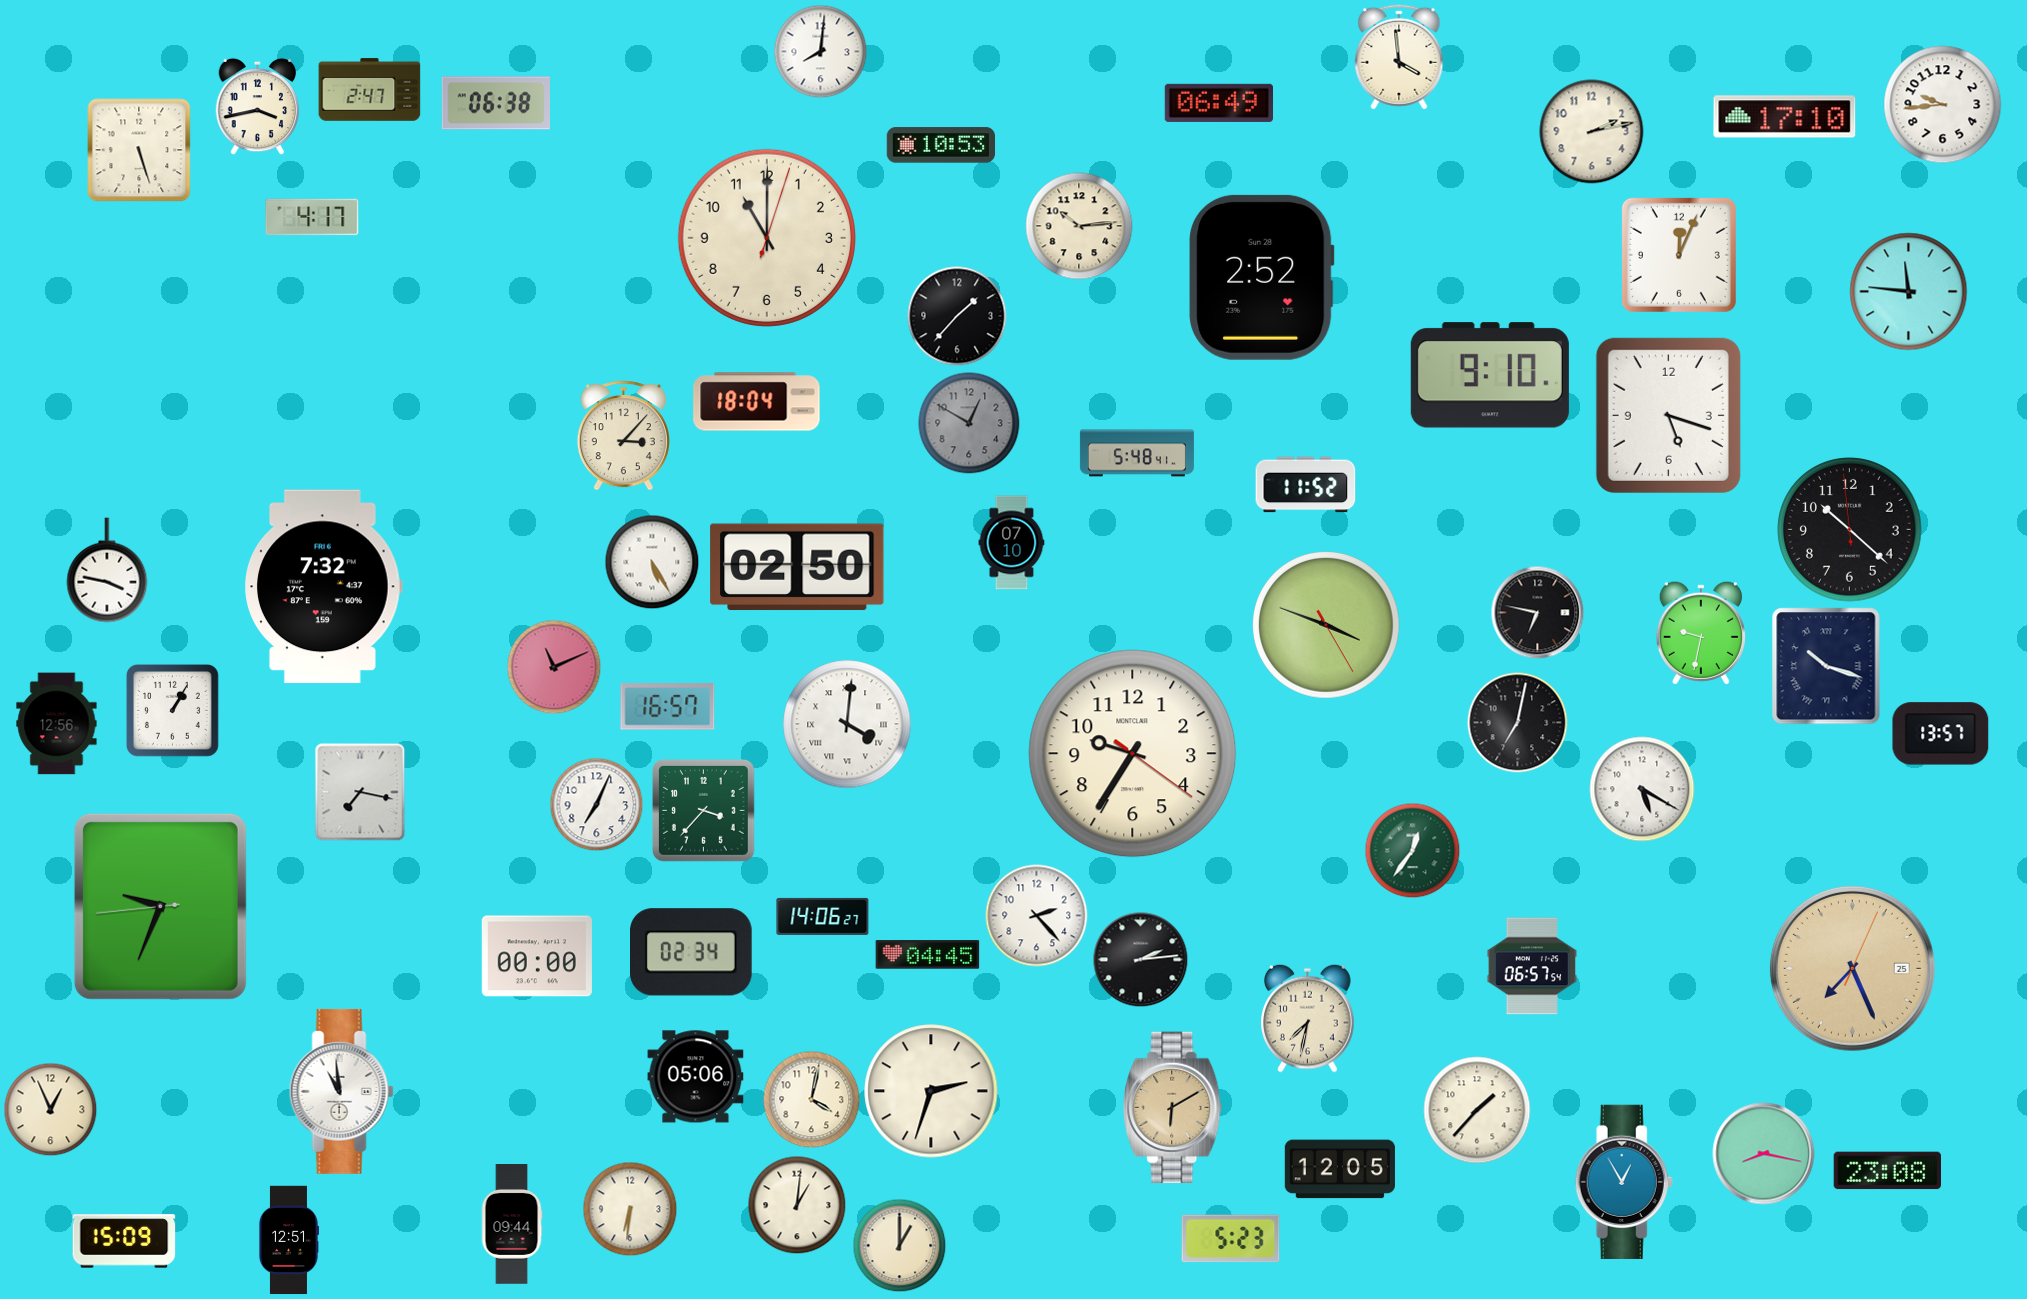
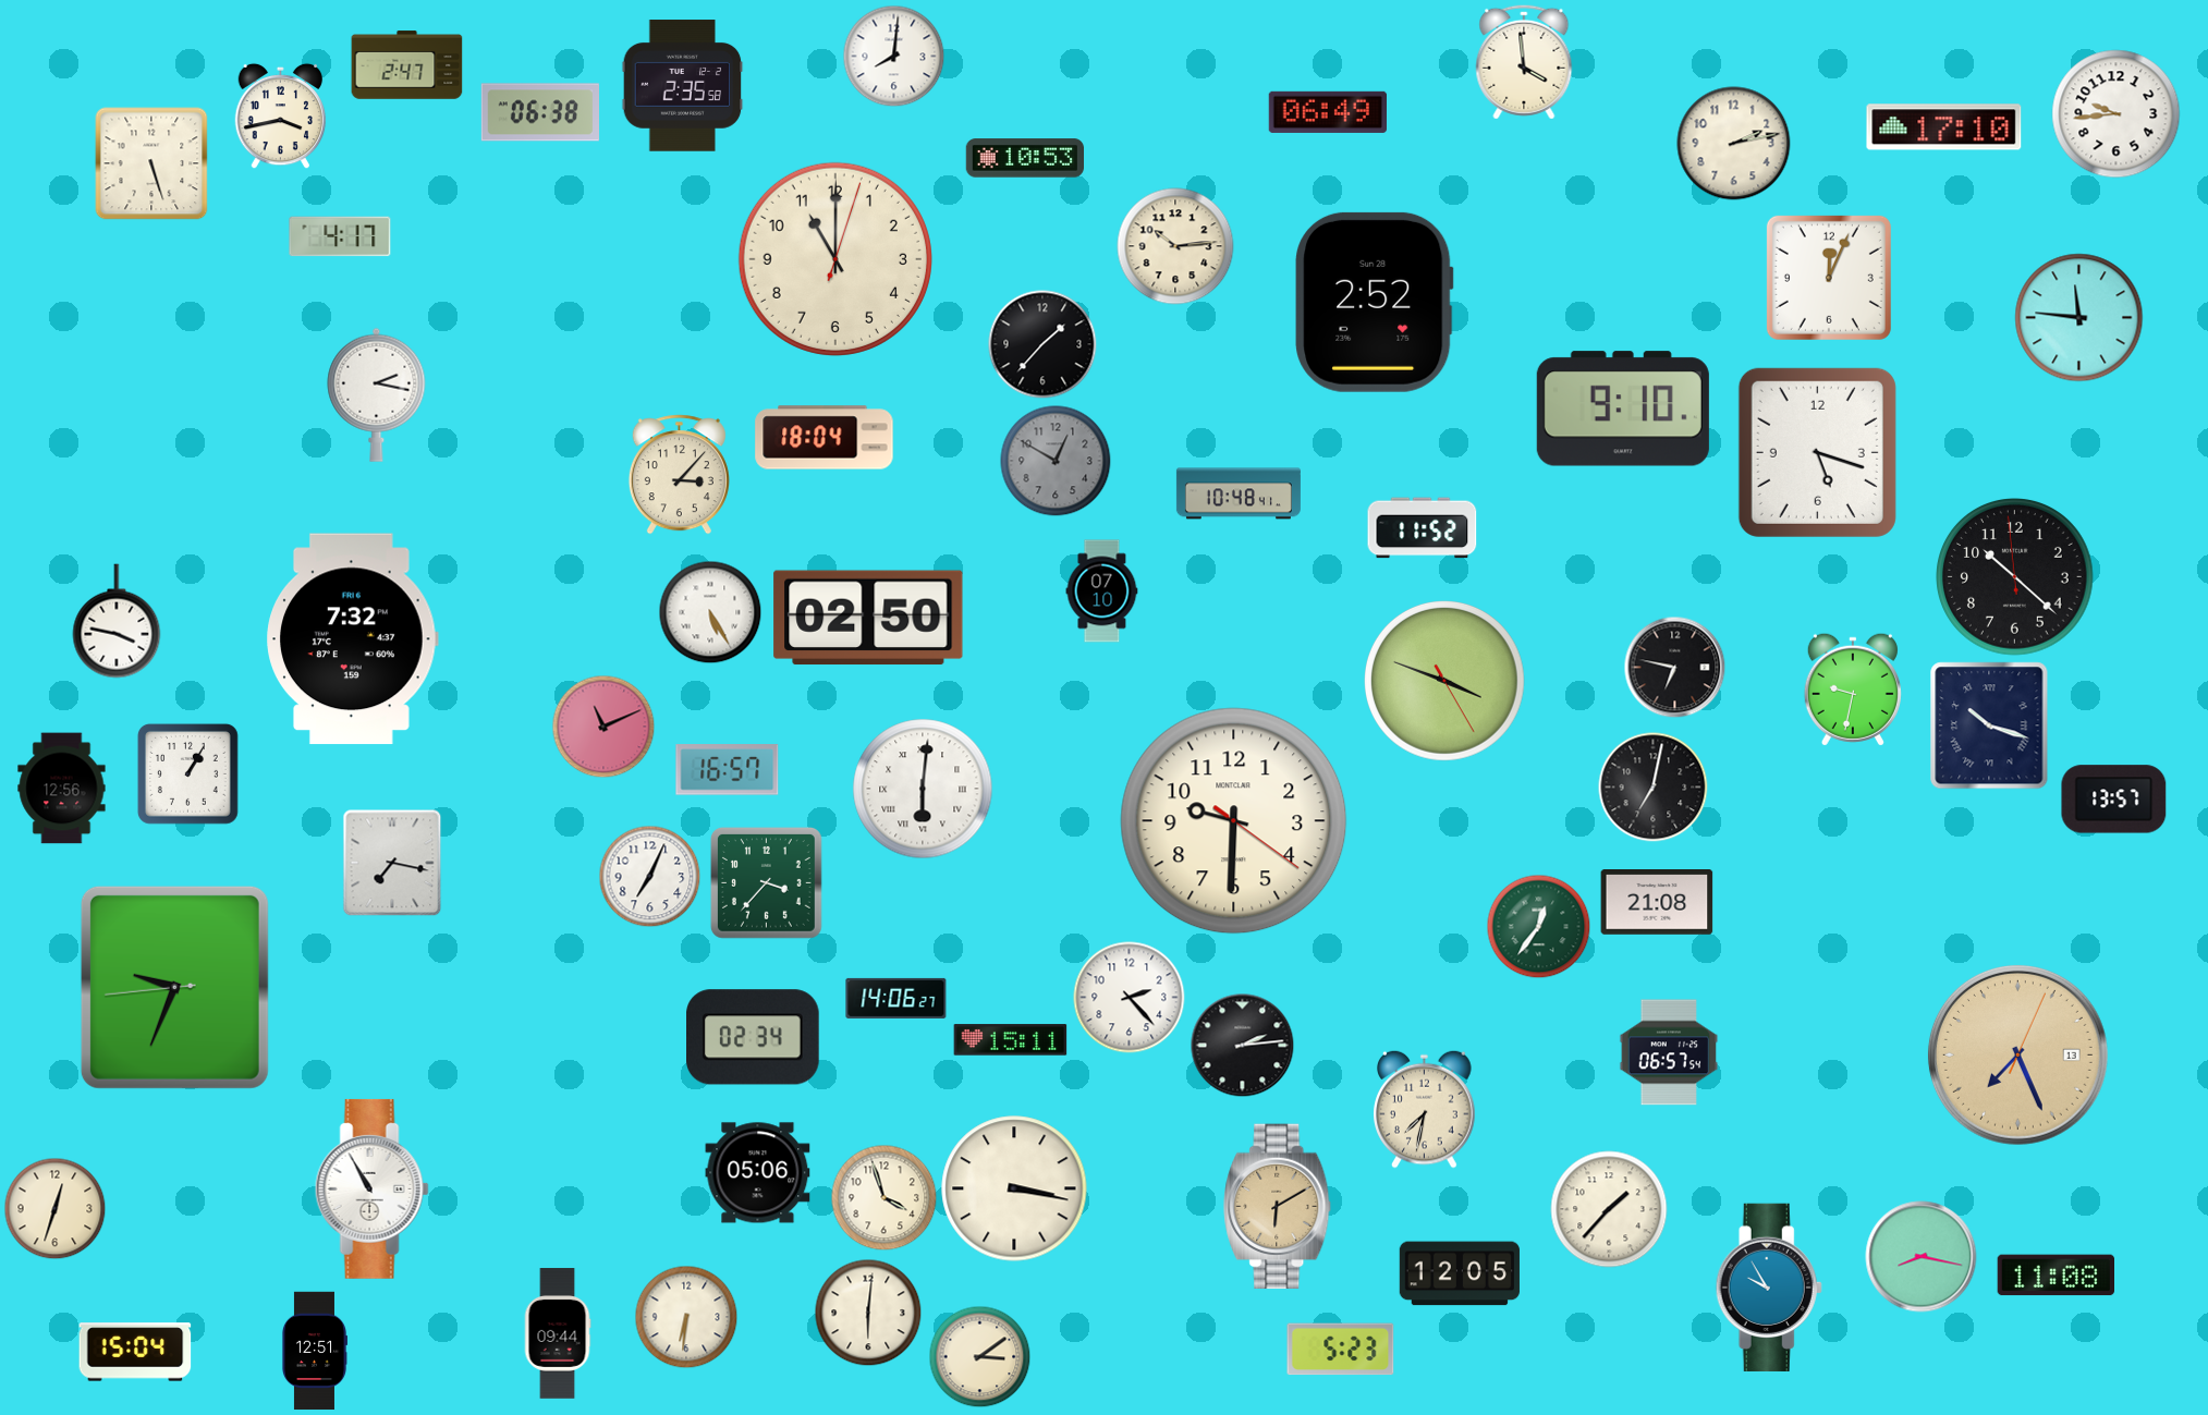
clock at (683, 86): none -> 2:35
clock at (370, 90) position: (370, 90) -> (407, 65)
clock at (377, 394): none -> 2:17
clock at (1137, 453): 5:48 -> 10:48
clock at (847, 724): 4:01 -> 6:01
clock at (1133, 754): 9:35 -> 9:30
clock at (1642, 789): 5:20 -> none
clock at (1657, 903): none -> 21:08
clock at (928, 955): 04:45 -> 15:11
clock at (537, 956): 00:00 -> none
clock at (1852, 968) date: 25 -> 13
clock at (341, 1091): 10:59 -> 10:55
clock at (931, 1091): 2:33 -> 3:17
clock at (811, 1099): 4:02 -> 3:57
clock at (50, 1109): 12:56 -> 12:33
clock at (1887, 1171): 23:08 -> 11:08
clock at (1624, 1182): 12:55 -> 9:55
clock at (797, 1205): 1:01 -> 6:01
clock at (124, 1241): 15:09 -> 15:04
clock at (899, 1245): 1:00 -> 3:09
